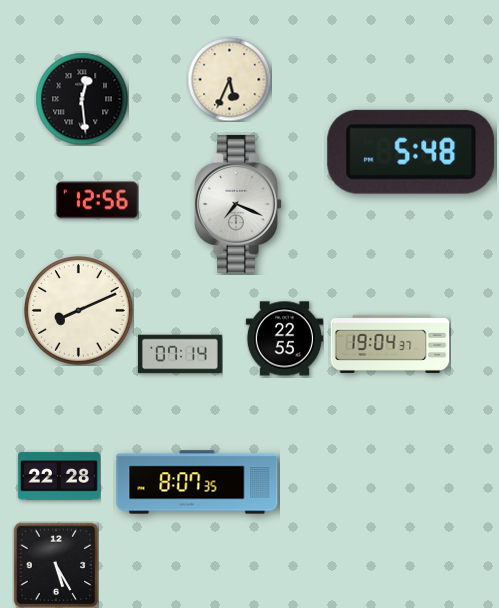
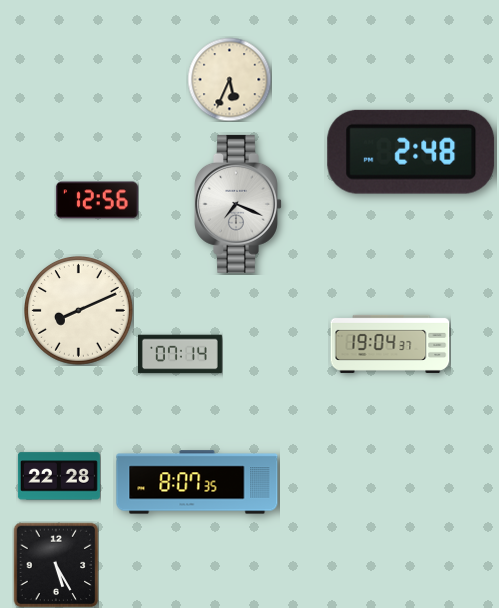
clock at (82, 99): 12:29 -> none
clock at (411, 152): 5:48 -> 2:48
clock at (284, 339): 22:55 -> none
